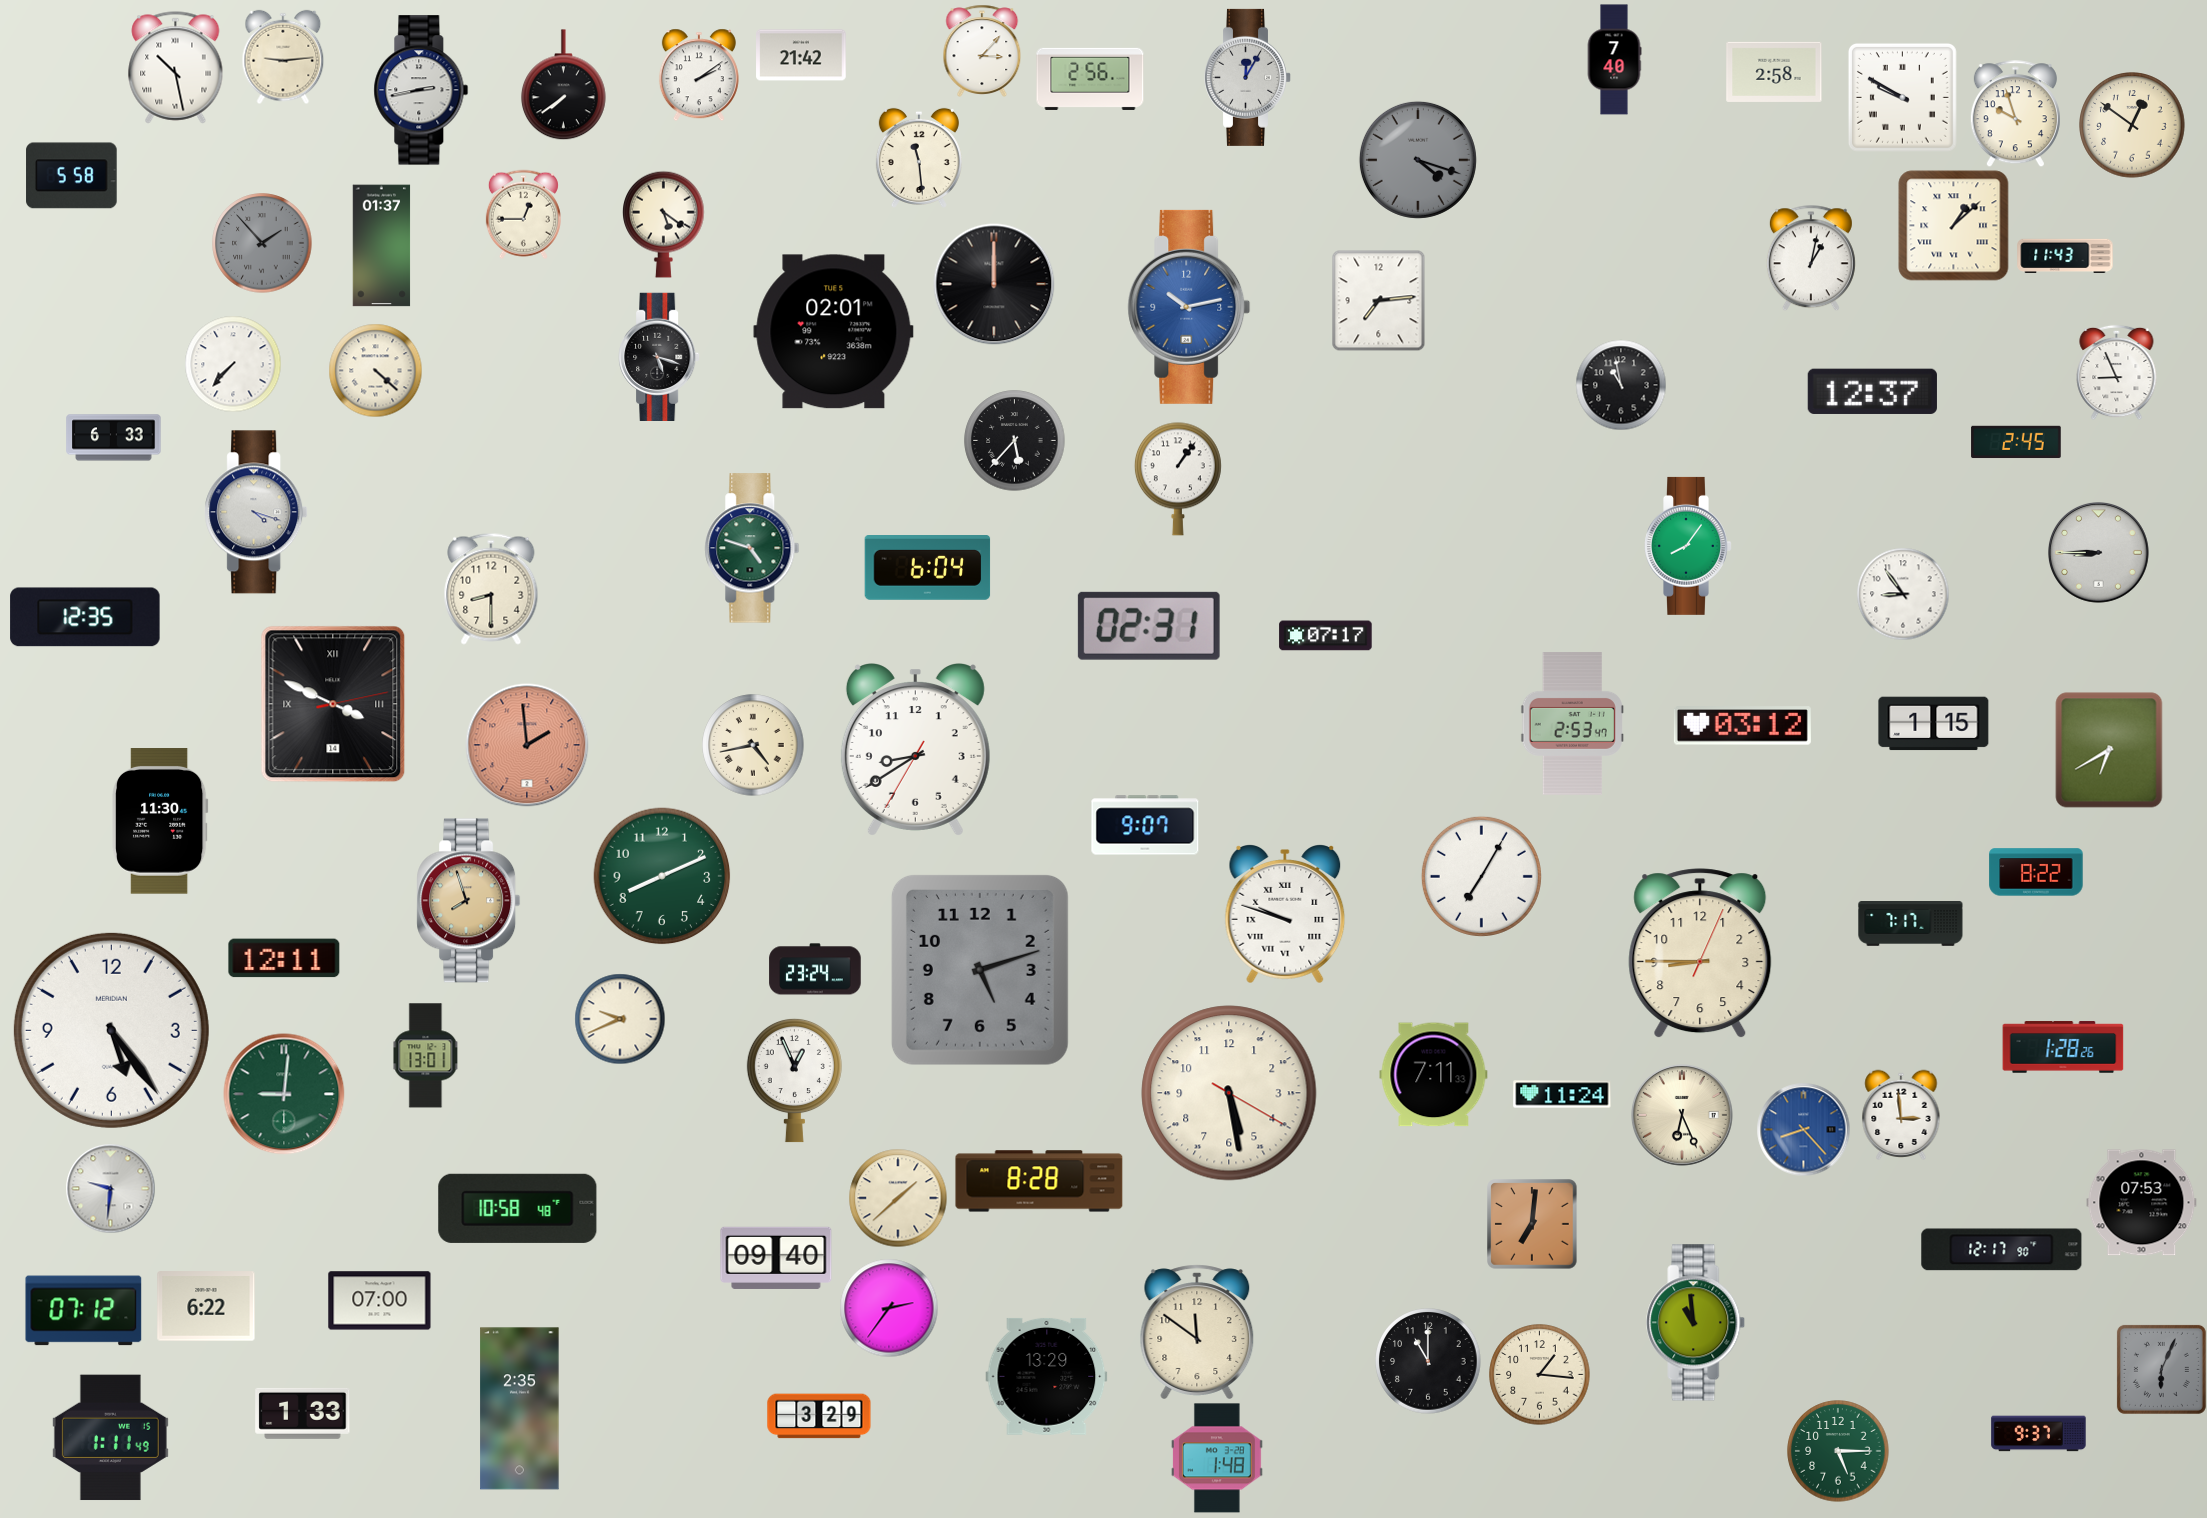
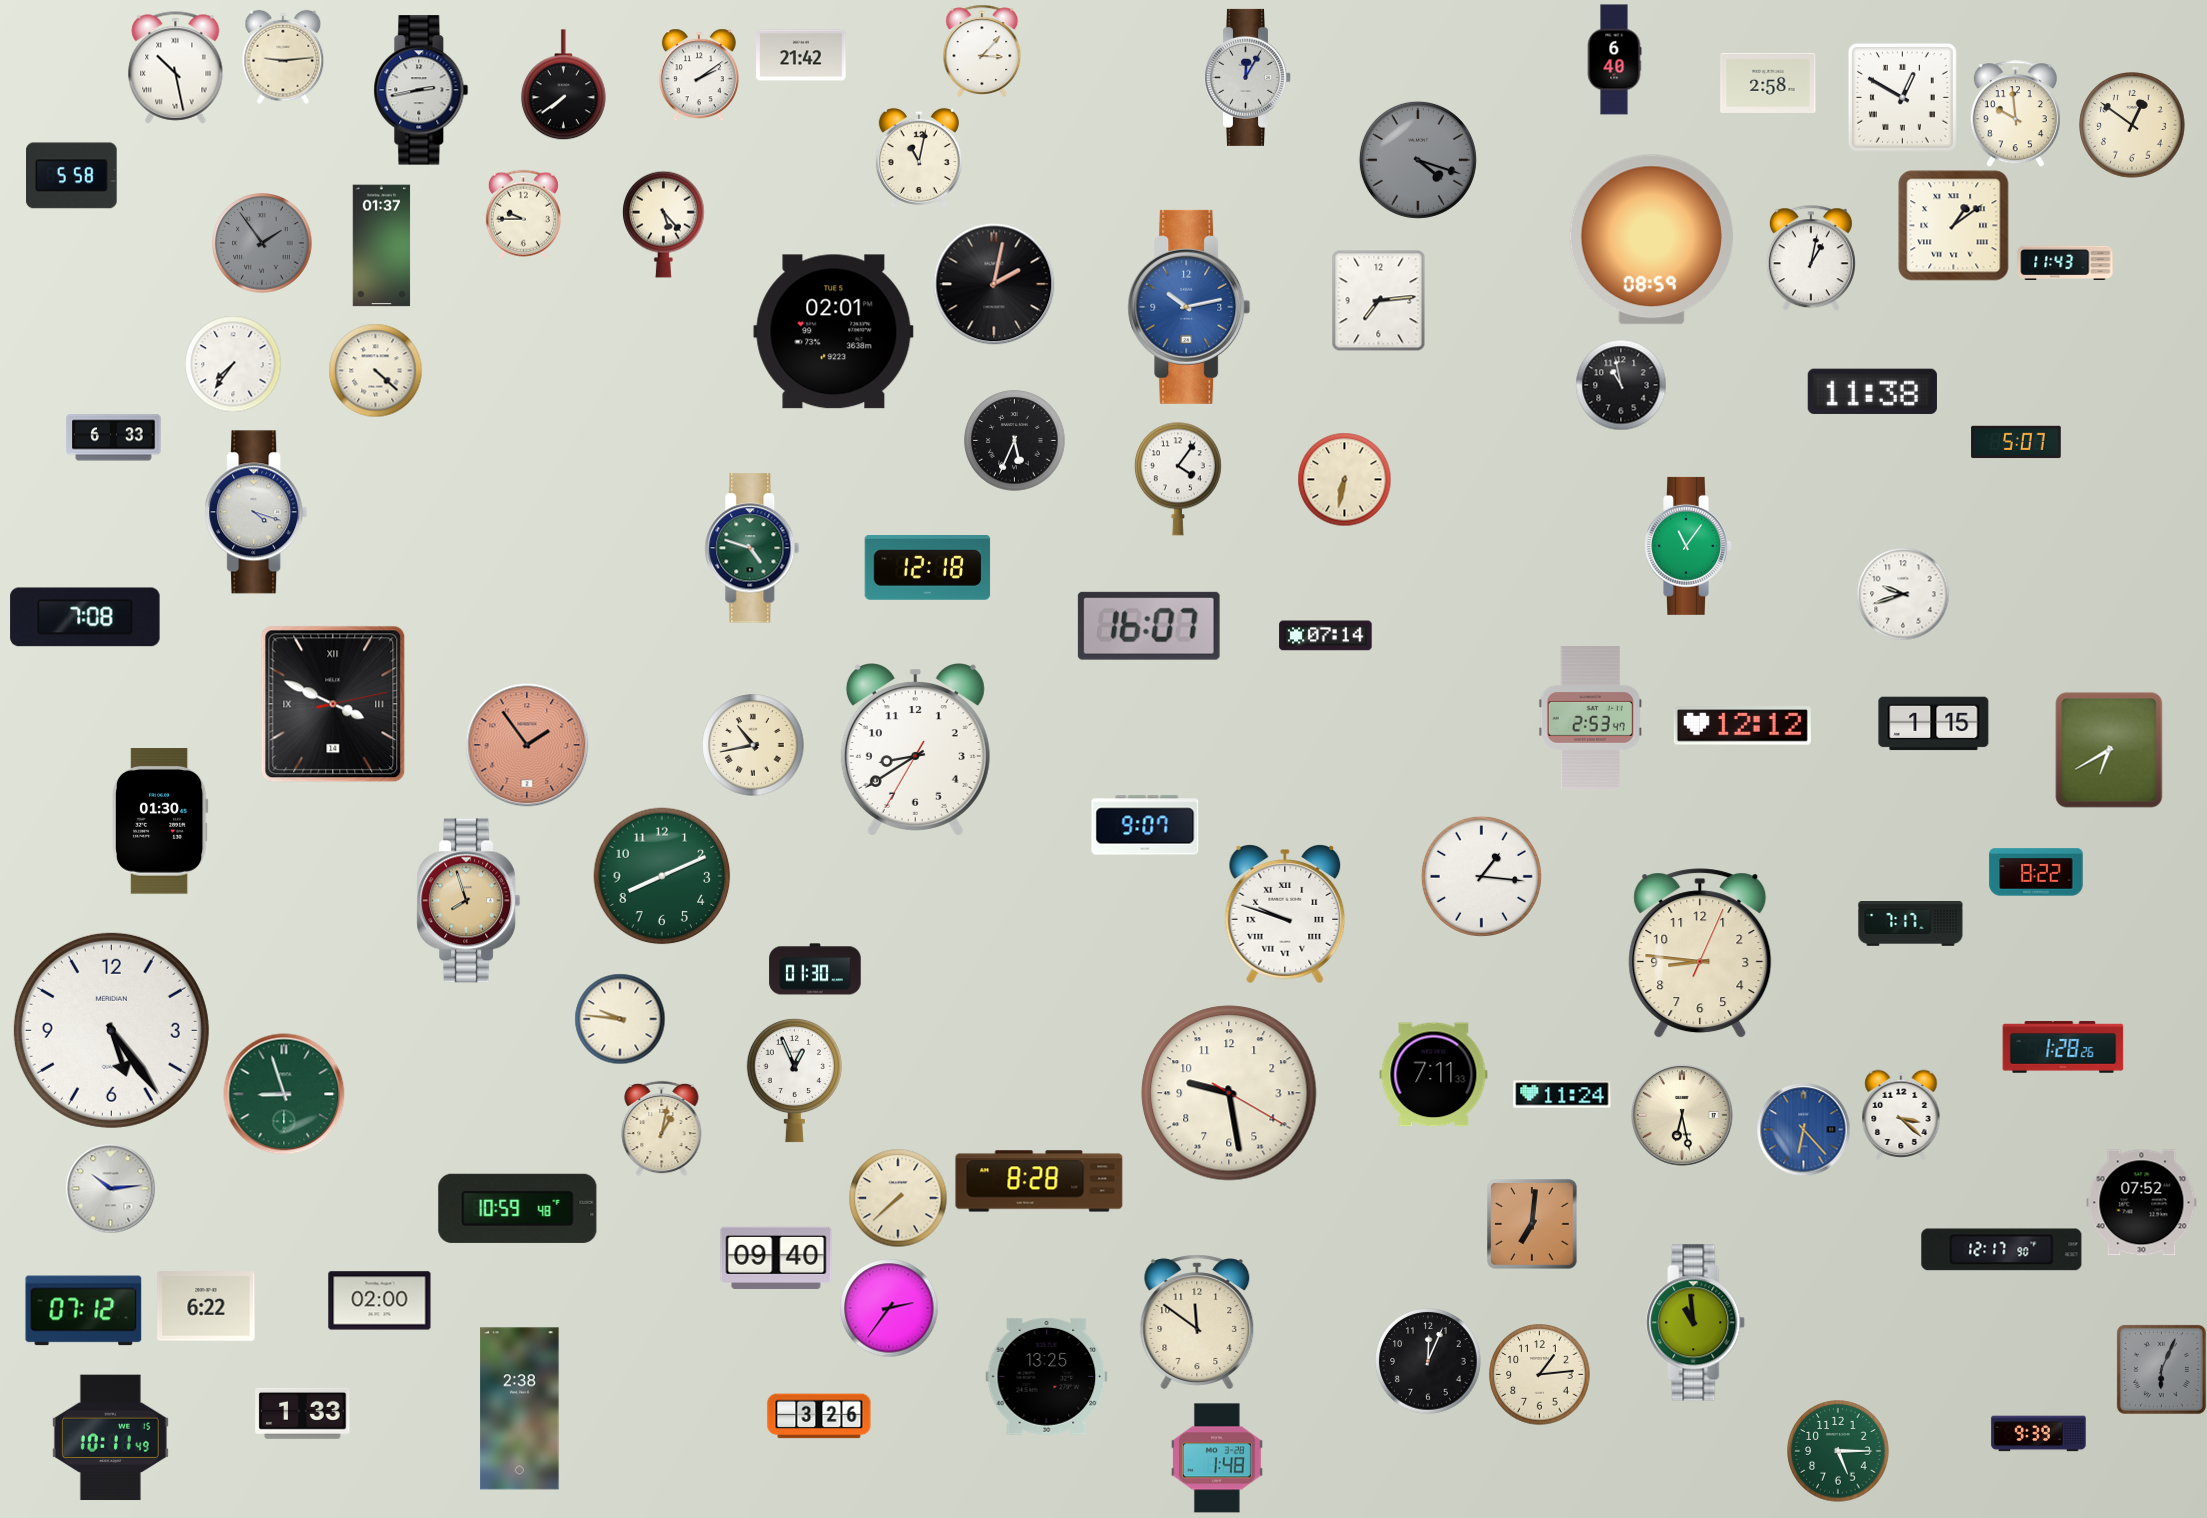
clock at (1614, 60): 7:40 -> 6:40
clock at (1774, 72) position: (1774, 72) -> (1768, 83)
clock at (1090, 79): 2:56 -> none
clock at (1902, 97): 9:50 -> 12:50
clock at (2015, 114): 9:57 -> 9:59
clock at (919, 158): 11:29 -> 11:02
clock at (523, 214): 12:45 -> 9:45
clock at (664, 224): 5:21 -> 5:23
clock at (1954, 226): 1:08 -> 1:09
clock at (1651, 240): none -> 08:59
clock at (262, 243): 1:53 -> 1:54
clock at (2065, 256) position: (2065, 256) -> (2065, 263)
clock at (994, 284): 12:00 -> 2:02
clock at (659, 356): 5:18 -> none
clock at (233, 364): 7:37 -> 7:36
clock at (2117, 372): 8:56 -> none
clock at (1872, 391): 12:37 -> 11:38
clock at (1015, 441): 5:37 -> 5:34
clock at (2016, 442): 2:45 -> 5:07
clock at (1178, 479): 1:06 -> 4:06
clock at (1344, 479): none -> 6:32
clock at (1689, 546): 8:06 -> 11:06
clock at (2099, 553): 8:45 -> none
clock at (928, 568): 6:04 -> 12:18
clock at (491, 589): 8:30 -> none
clock at (1903, 594): 8:54 -> 9:42
clock at (85, 617): 12:35 -> 7:08
clock at (1149, 626): 02:31 -> 16:07
clock at (1326, 636): 07:17 -> 07:14
clock at (1572, 724) position: (1572, 724) -> (1590, 718)
clock at (1742, 726): 03:12 -> 12:12
clock at (527, 745): 1:59 -> 1:54
clock at (753, 745): 4:43 -> 10:43
clock at (161, 821): 11:30 -> 01:30
clock at (1481, 876): 7:05 -> 1:16
clock at (1700, 954): 8:45 -> 8:46
clock at (284, 958): 12:11 -> none
clock at (815, 969): 23:24 -> 01:30
clock at (980, 970): 5:12 -> none
clock at (620, 1019): 9:41 -> 9:46
clock at (426, 1056): 13:01 -> none
clock at (1229, 1093): 5:28 -> 9:28
clock at (284, 1094): 9:01 -> 8:57
clock at (1682, 1115): 6:26 -> 6:28
clock at (1901, 1115): 2:59 -> 3:22
clock at (662, 1128): none -> 1:02
clock at (1803, 1129): 8:23 -> 6:23
clock at (110, 1188): 9:31 -> 10:14
clock at (898, 1198): 1:38 -> 7:38
clock at (2142, 1203): 07:53 -> 07:52
clock at (518, 1208): 10:58 -> 10:59
clock at (380, 1301): 07:00 -> 02:00
clock at (1197, 1332) position: (1197, 1332) -> (1197, 1322)
clock at (1428, 1361): 11:00 -> 12:04
clock at (1540, 1375): 1:16 -> 1:14
clock at (1047, 1376): 13:29 -> 13:25
clock at (520, 1409): 2:35 -> 2:38
clock at (819, 1416): 3:29 -> 3:26
clock at (2039, 1434): 9:37 -> 9:39
clock at (110, 1438): 1:11 -> 10:11
